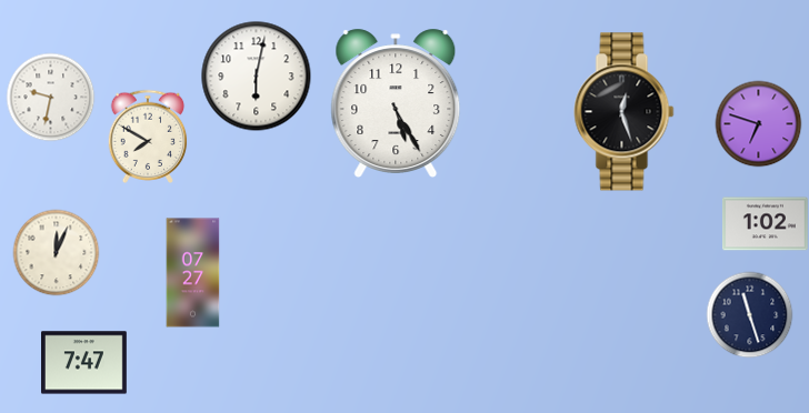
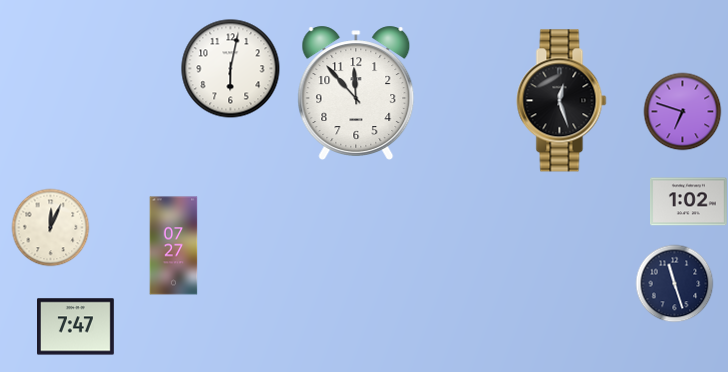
clock at (50, 97): 9:32 -> none
clock at (396, 103): 5:25 -> 11:53
clock at (148, 135): 7:50 -> none
